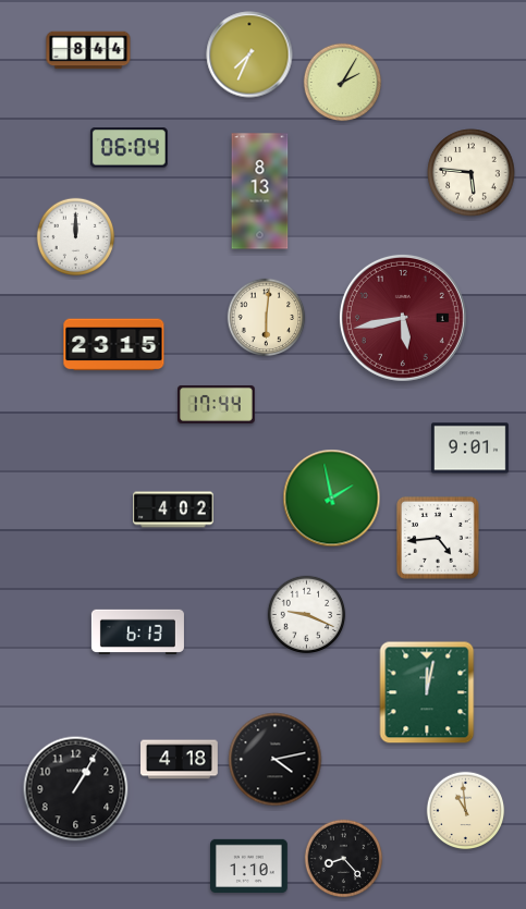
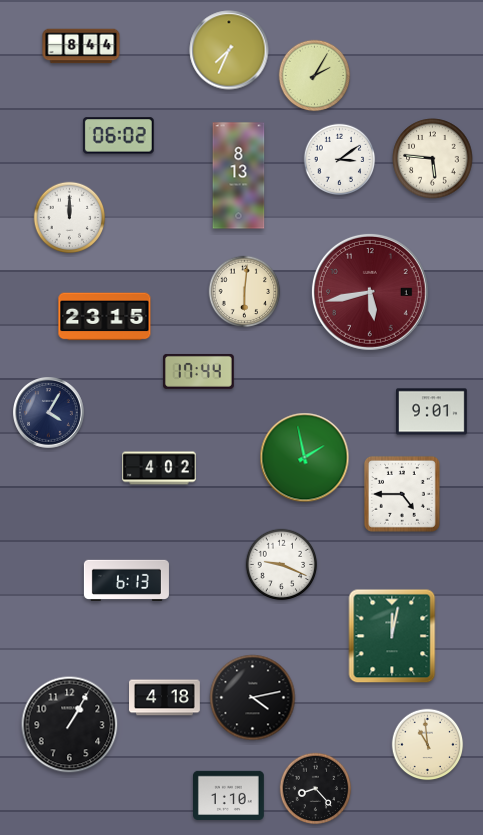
clock at (129, 148): 06:04 -> 06:02
clock at (340, 160): none -> 3:09
clock at (49, 413): none -> 4:05
clock at (438, 538): 4:44 -> 4:45
